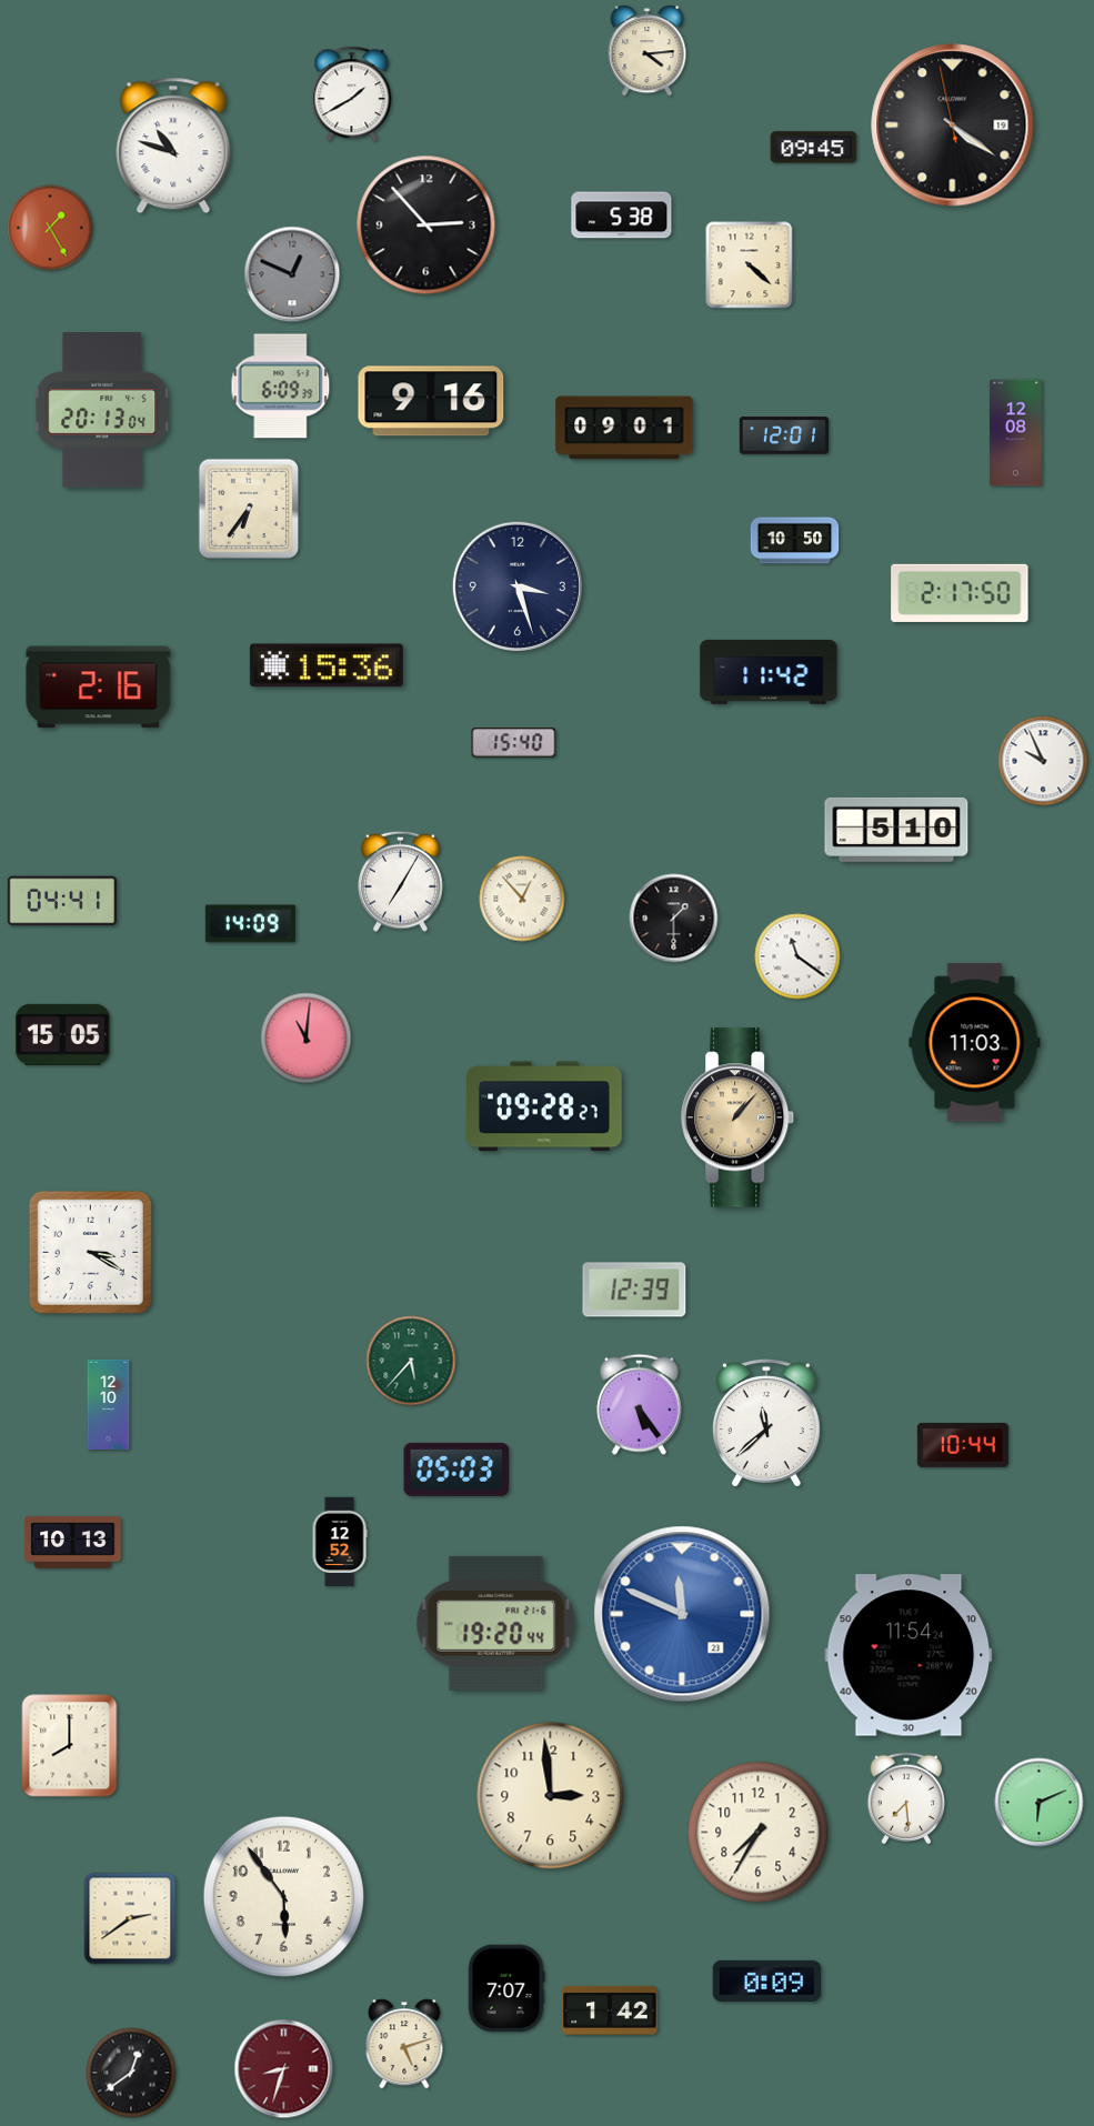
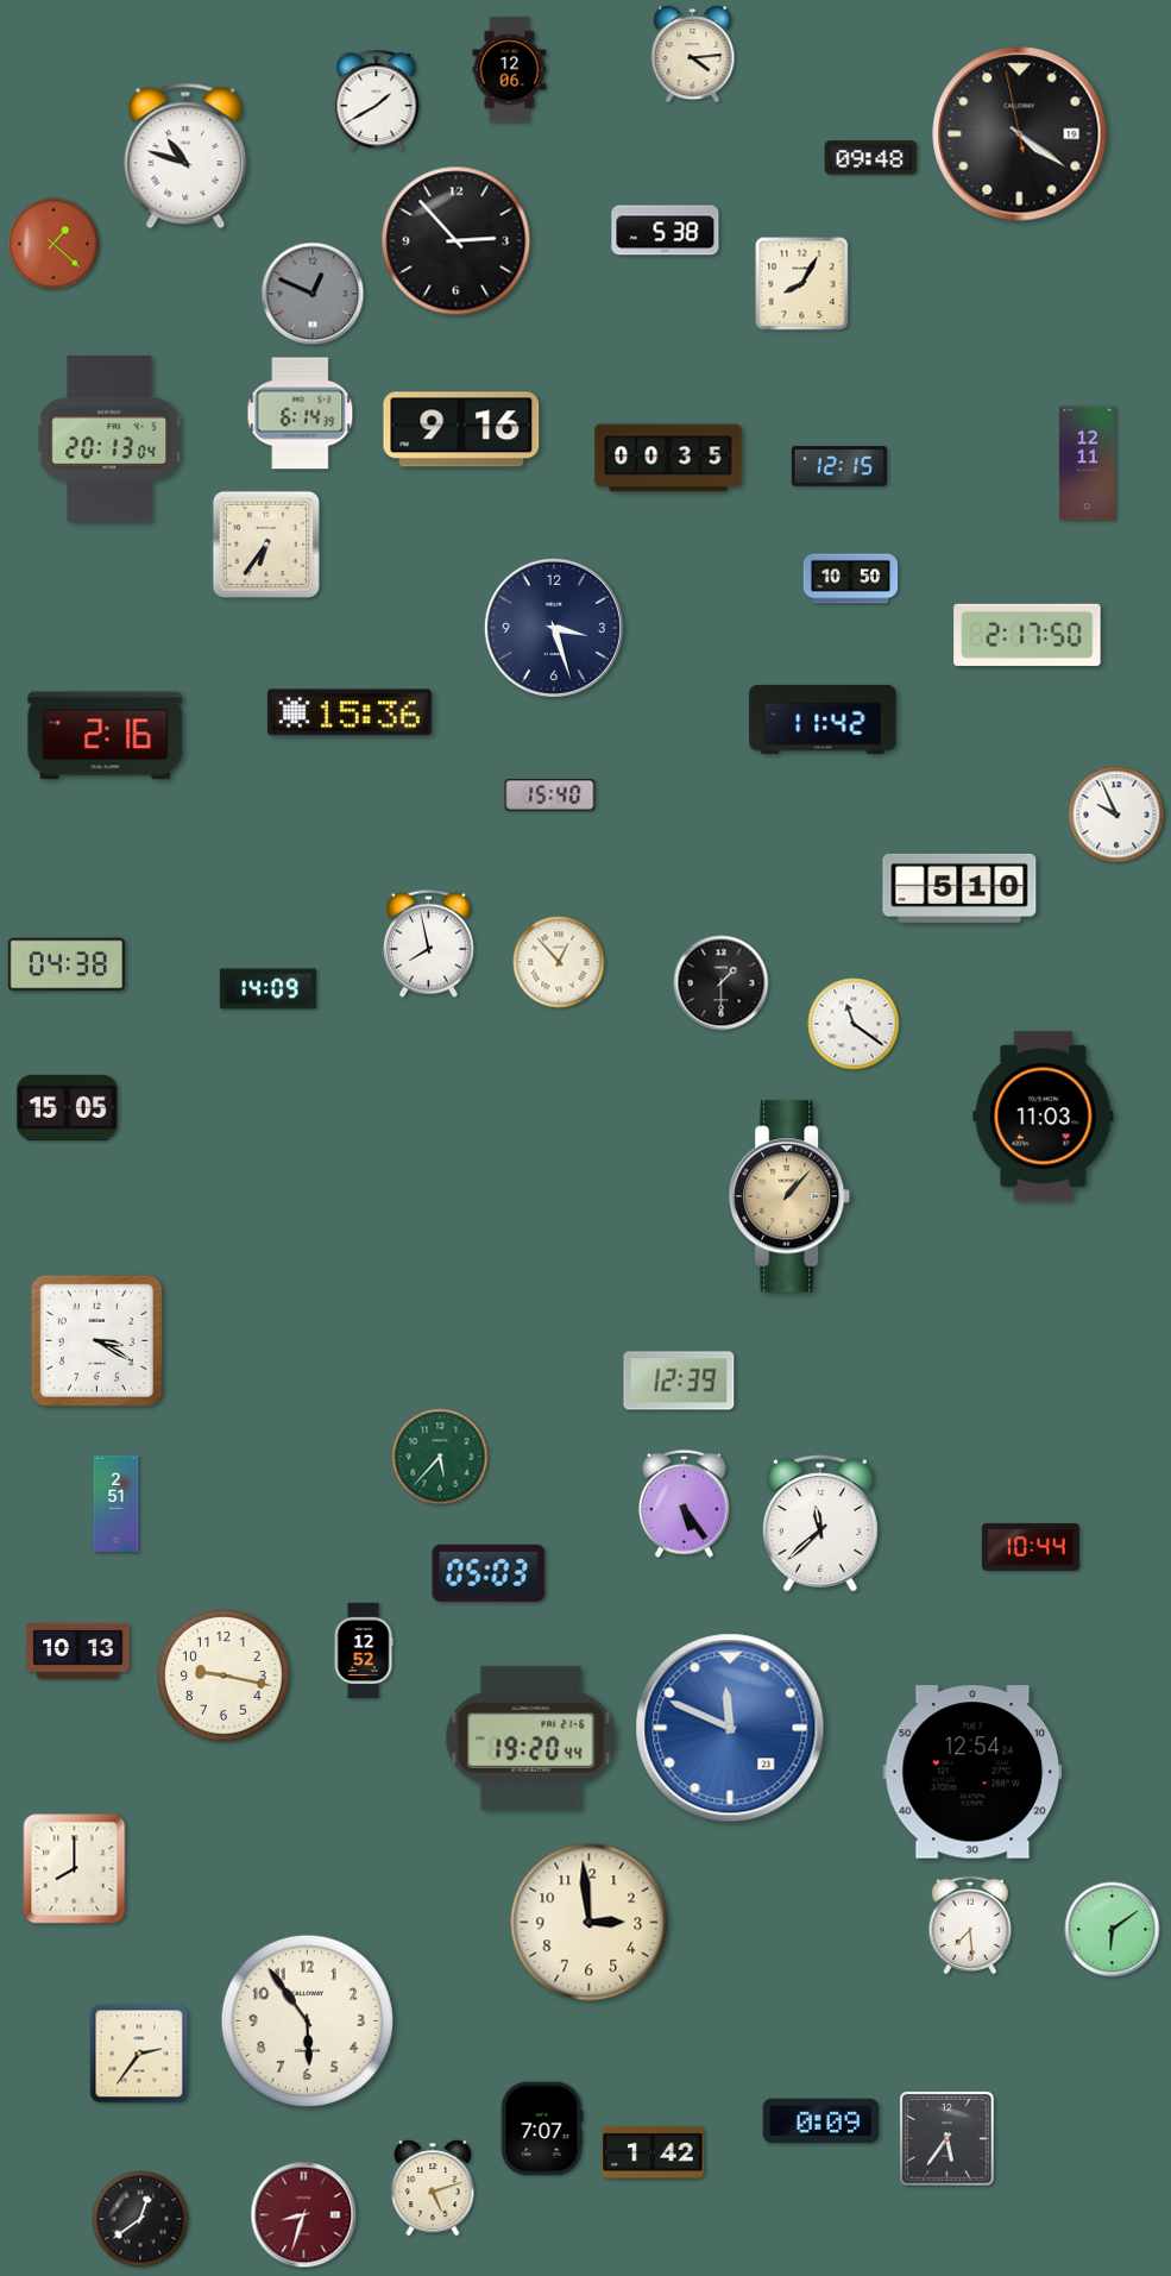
clock at (510, 70): none -> 12:06
clock at (814, 148): 09:45 -> 09:48
clock at (50, 228): 1:25 -> 1:22
clock at (750, 265): 4:22 -> 8:05
clock at (281, 387): 6:09 -> 6:14
clock at (624, 428): 09:01 -> 00:35
clock at (1015, 433): 12:08 -> 12:11
clock at (784, 435): 12:01 -> 12:15
clock at (400, 881): 7:05 -> 7:58
clock at (61, 901): 04:41 -> 04:38
clock at (307, 1039): 11:01 -> none
clock at (545, 1106): 09:28 -> none
clock at (109, 1404): 12:10 -> 2:51
clock at (225, 1677): none -> 9:17
clock at (909, 1655): 11:54 -> 12:54
clock at (1040, 1803): 6:11 -> 6:09
clock at (759, 1833): 7:35 -> none
clock at (283, 1896) position: (283, 1896) -> (307, 2020)
clock at (130, 1918): 2:39 -> 2:36
clock at (947, 2139): none -> 5:36
